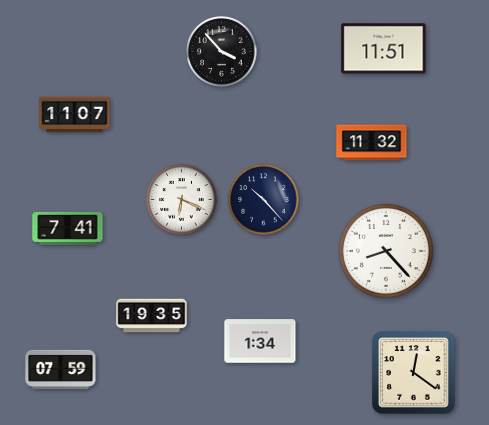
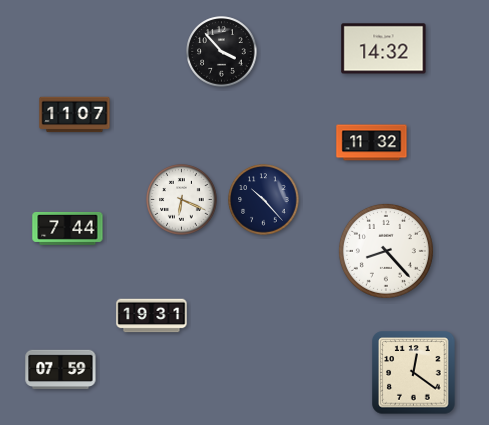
clock at (384, 49): 11:51 -> 14:32
clock at (68, 228): 7:41 -> 7:44
clock at (152, 316): 19:35 -> 19:31
clock at (260, 341): 1:34 -> none
